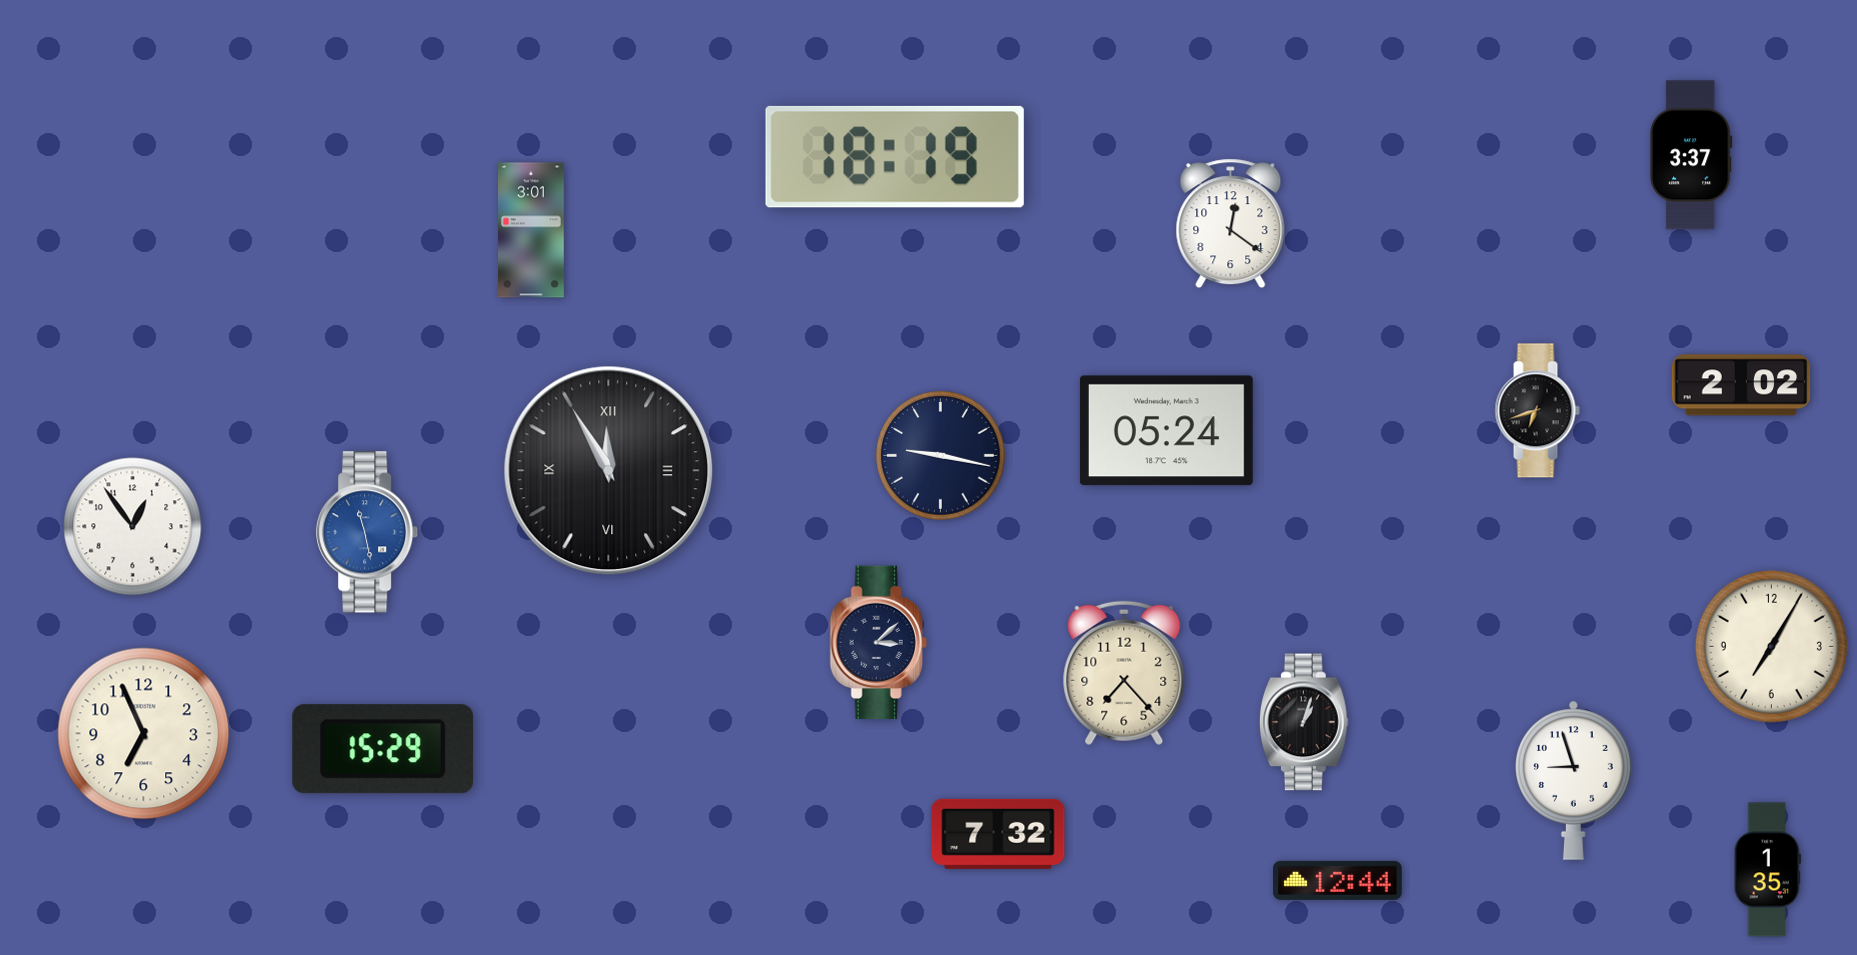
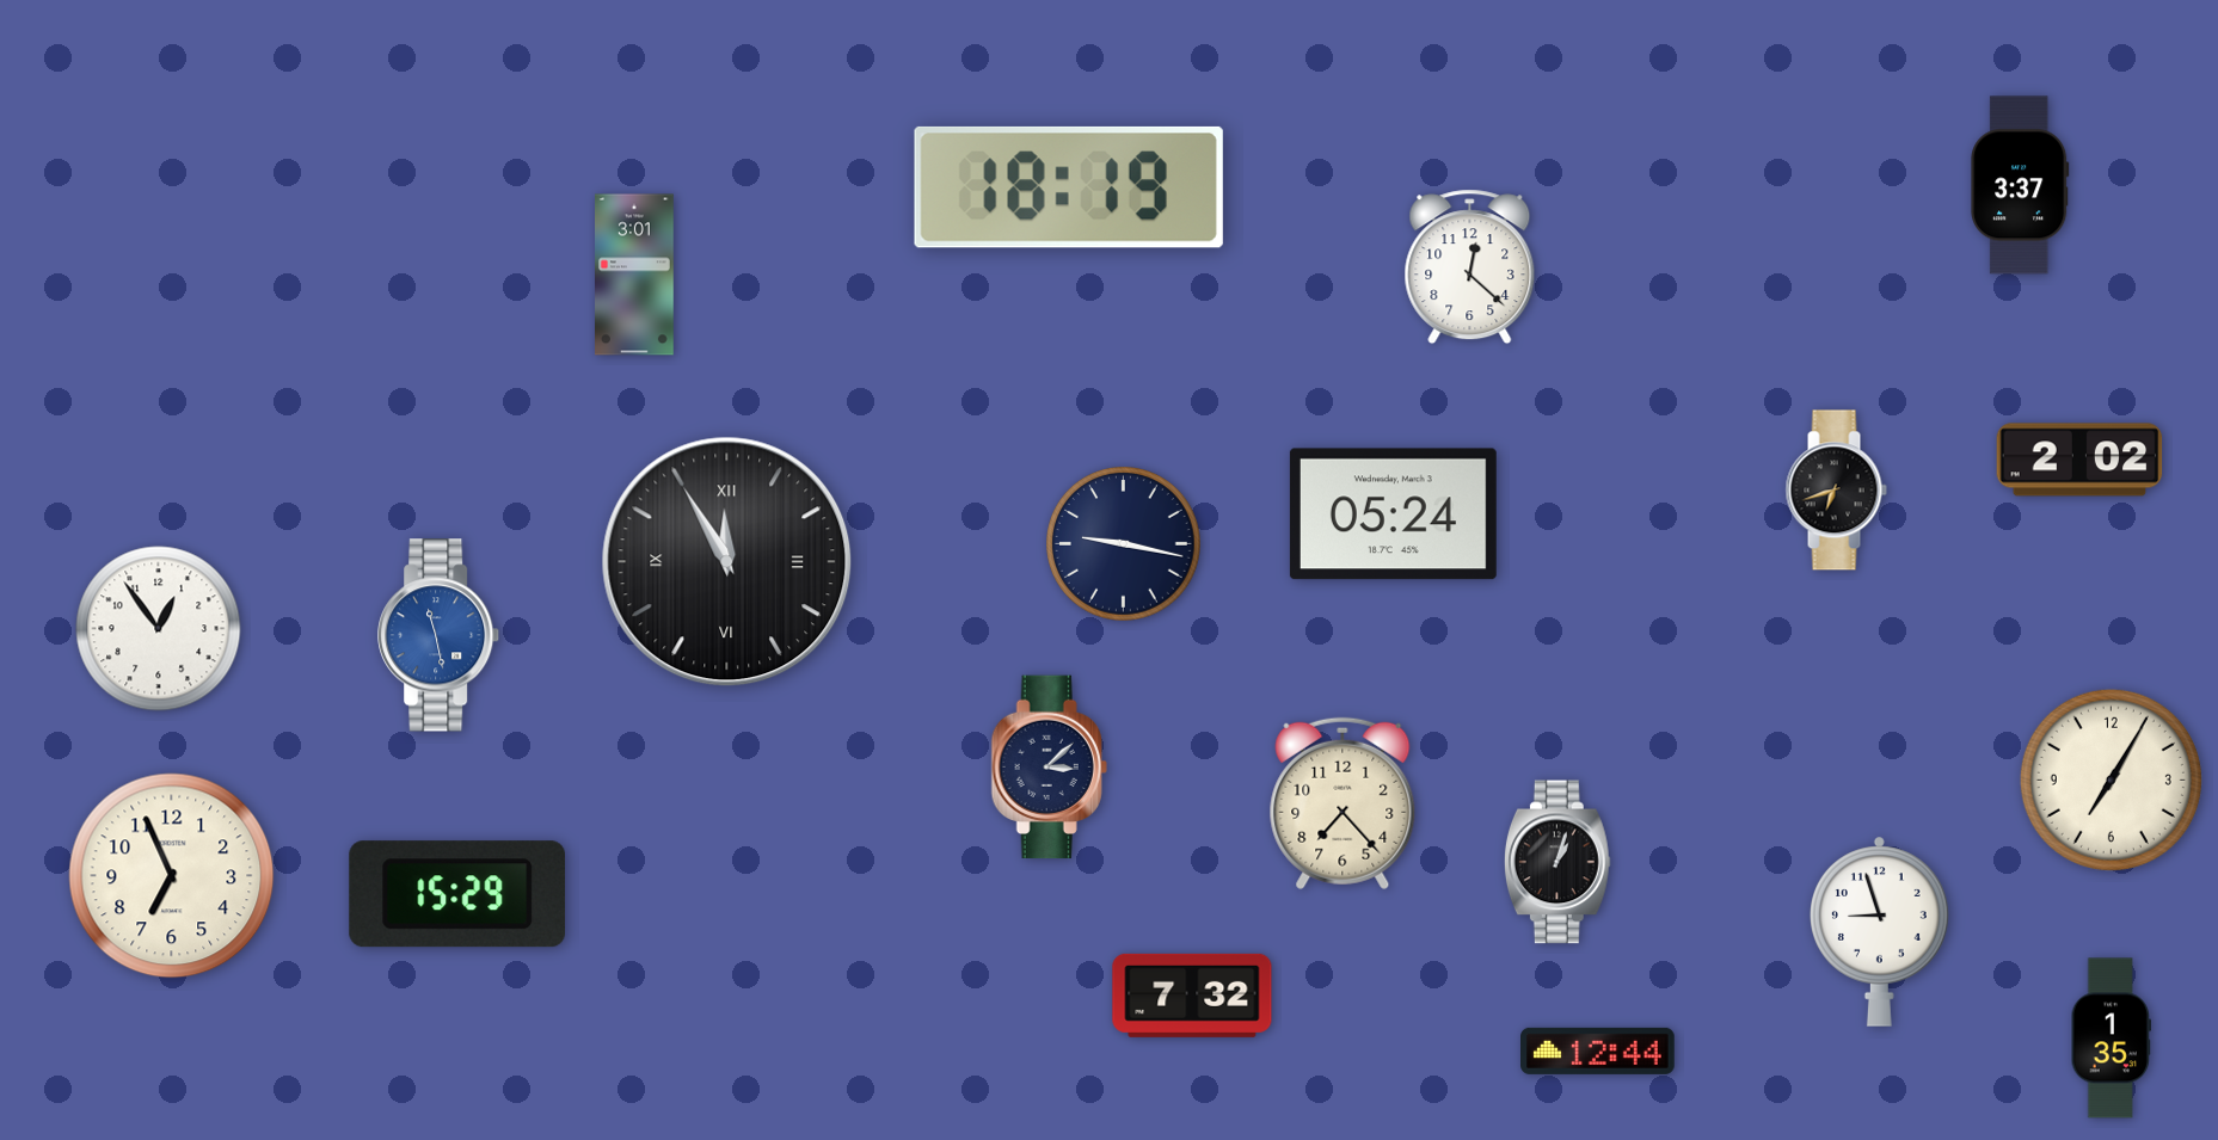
clock at (1231, 224): 12:21 -> 12:22
clock at (1771, 646) position: (1771, 646) -> (2111, 779)
